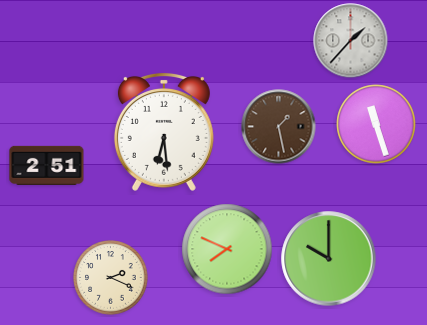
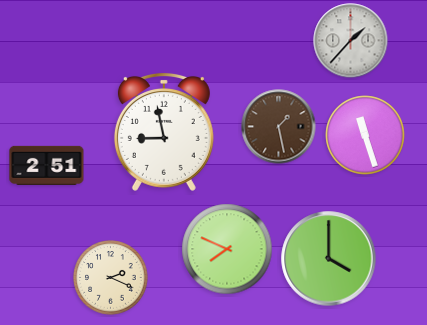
clock at (376, 124) position: (376, 124) -> (365, 135)
clock at (164, 132): 6:29 -> 8:58
clock at (329, 259): 10:00 -> 4:00
